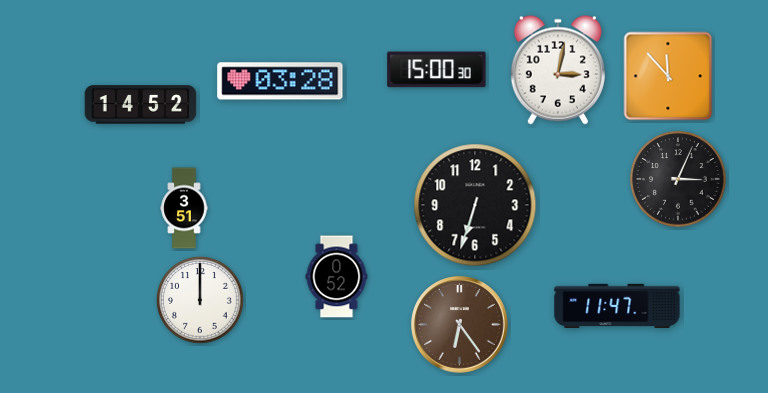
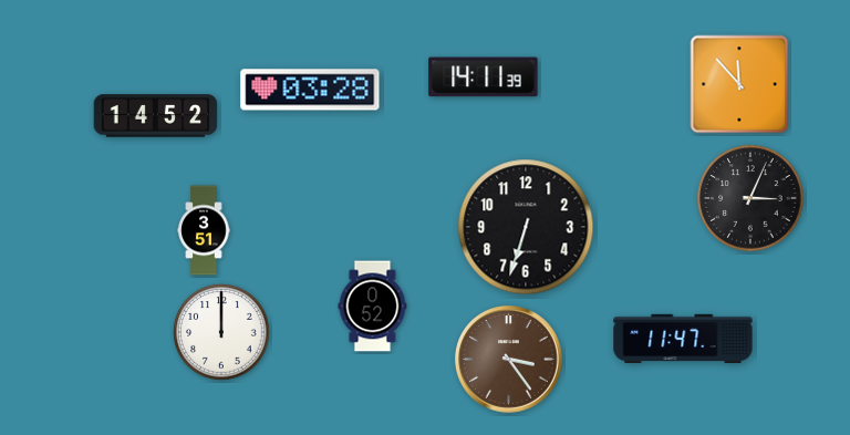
clock at (437, 70): 15:00 -> 14:11
clock at (558, 70): 3:02 -> none
clock at (460, 325): 6:24 -> 3:24
